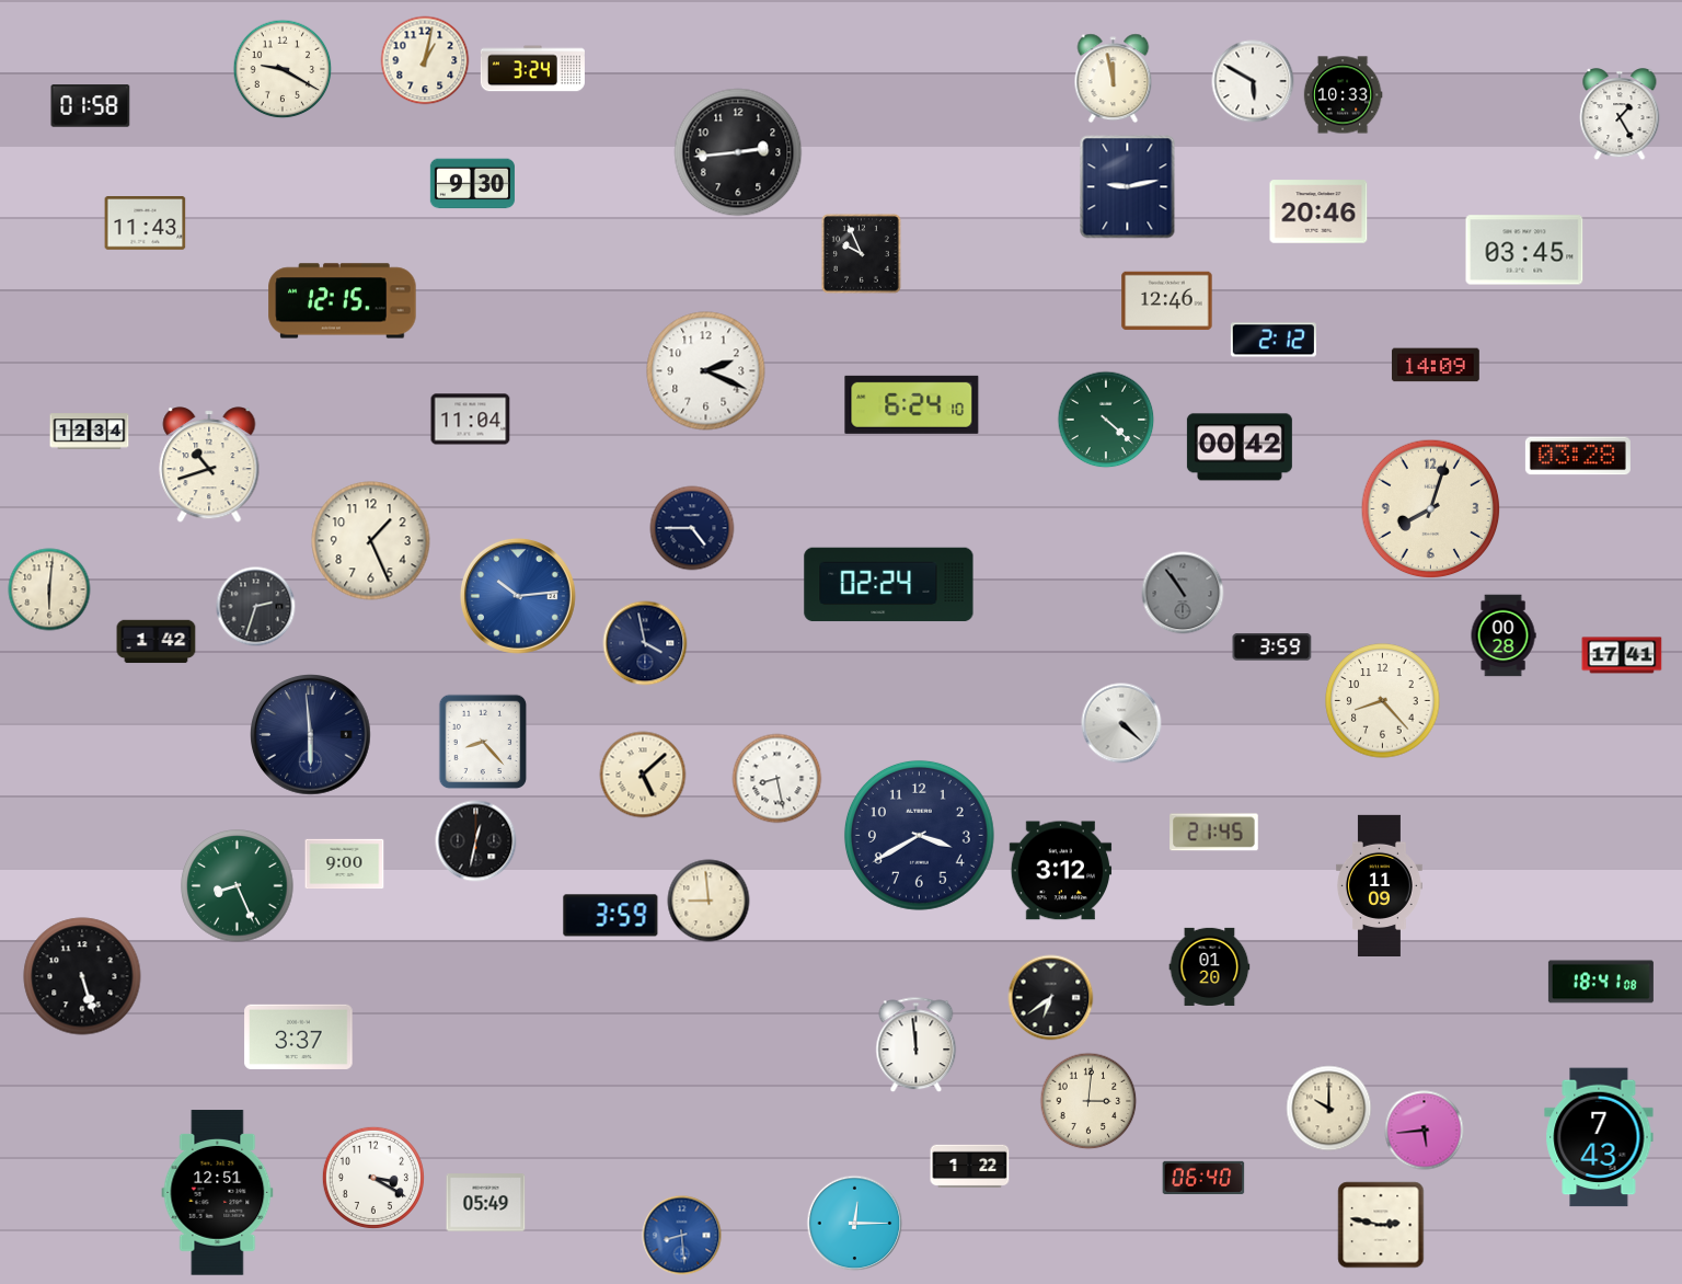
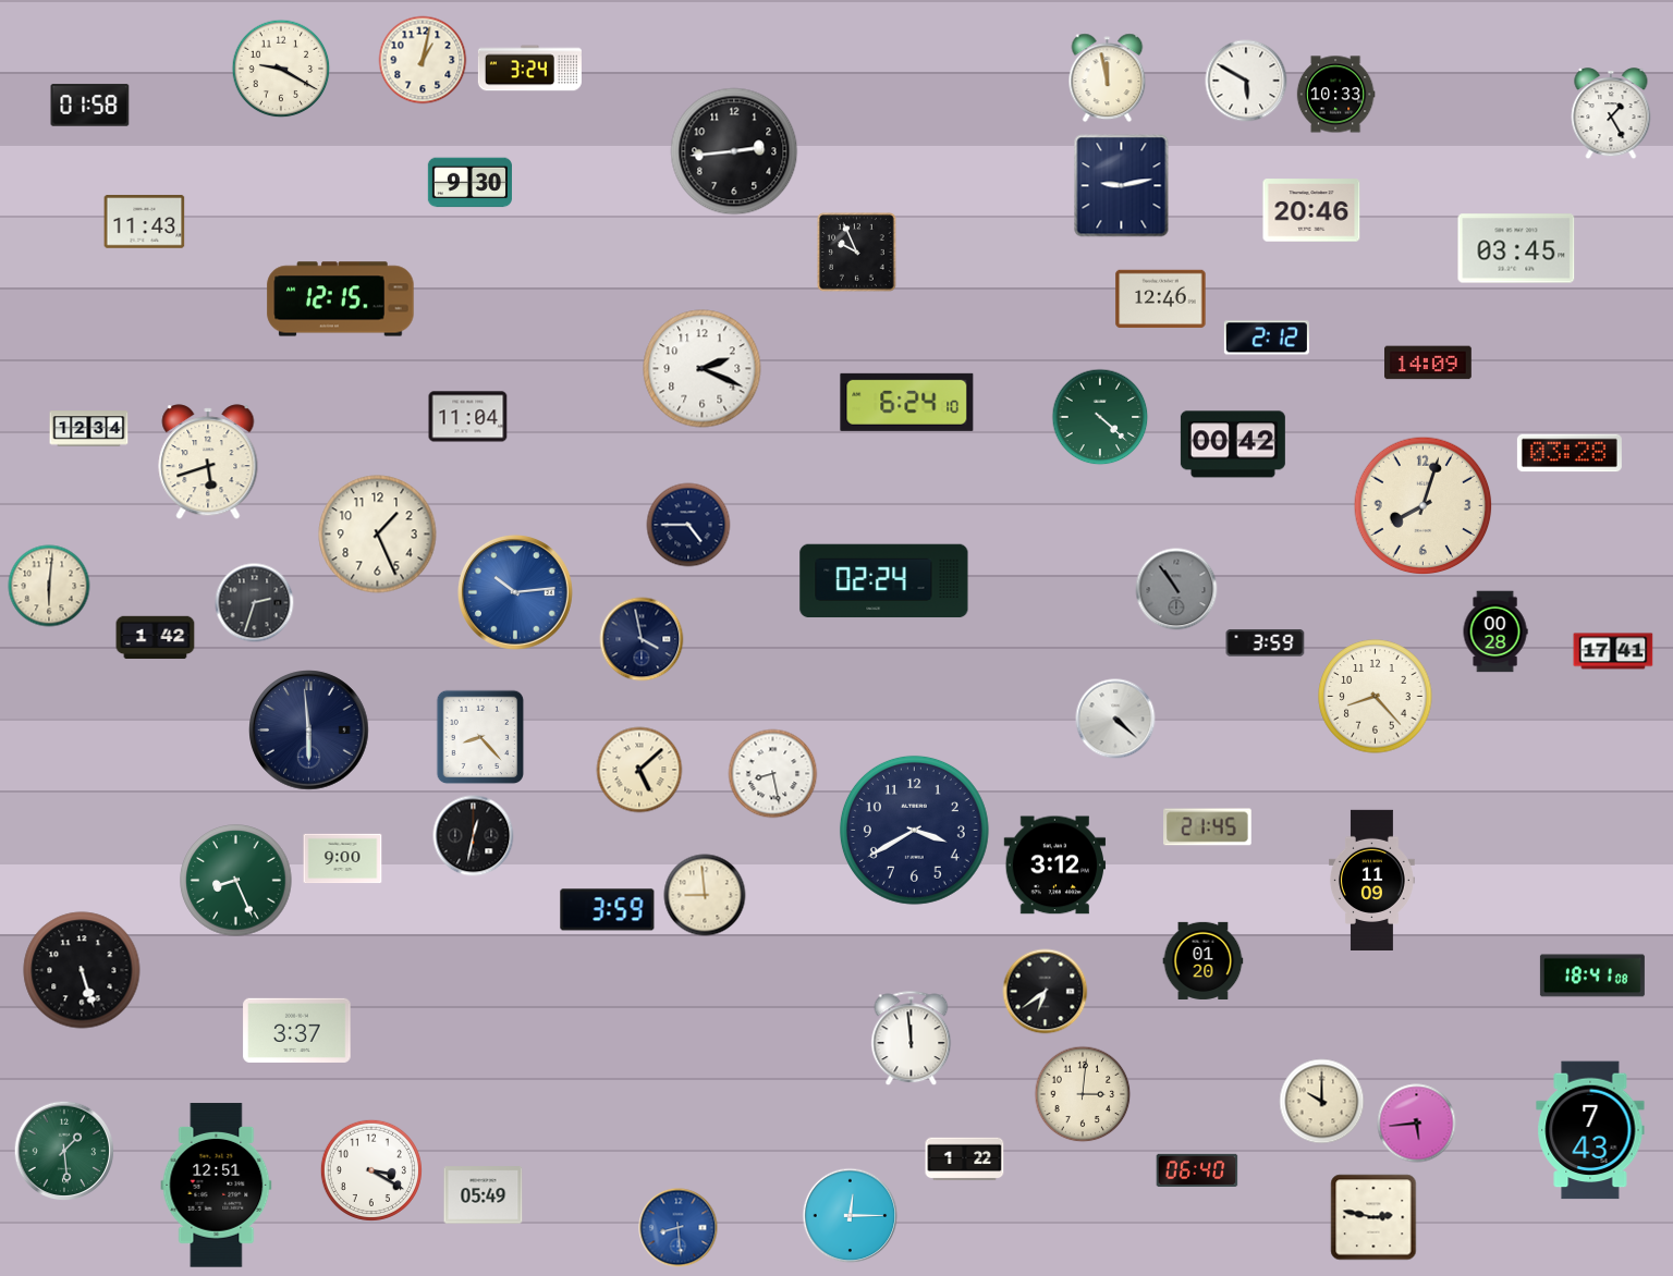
clock at (209, 465): 10:42 -> 5:42
clock at (371, 541) position: (371, 541) -> (378, 535)
clock at (64, 1151): none -> 1:29
